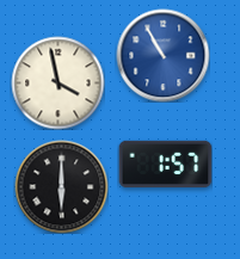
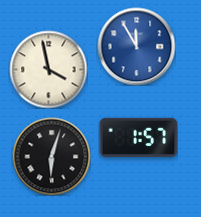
clock at (162, 55): 10:55 -> 11:55
clock at (61, 186): 6:00 -> 6:03
